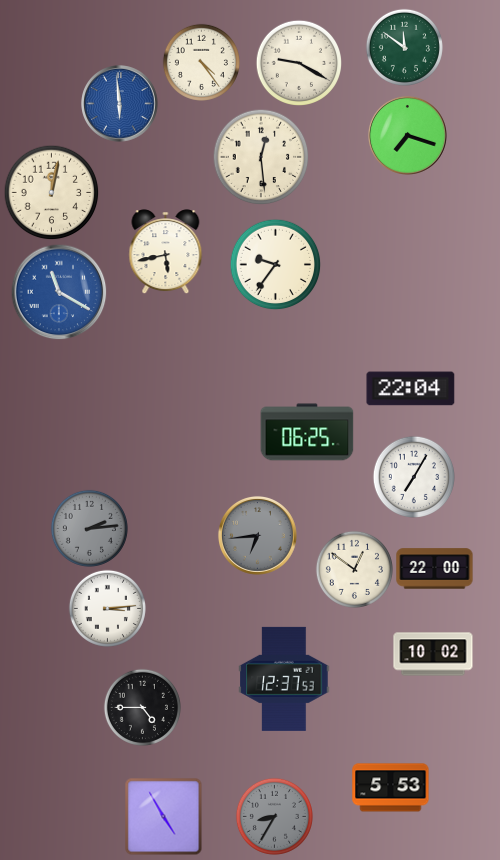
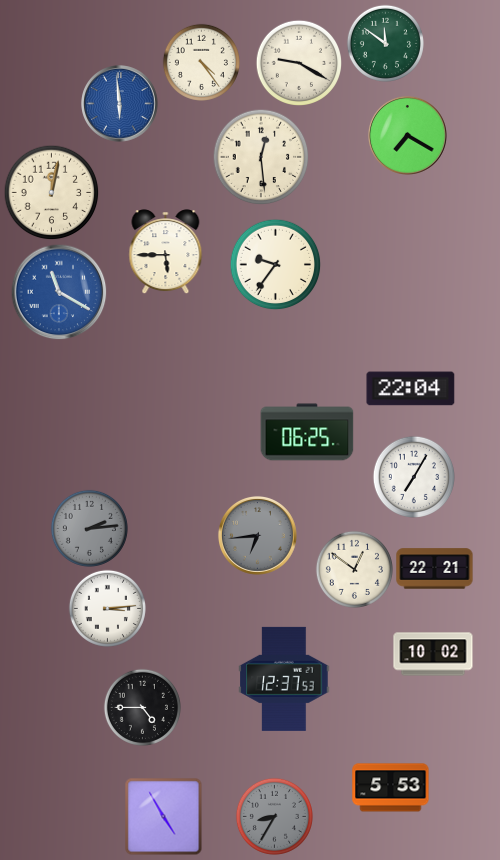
clock at (404, 47) position: (404, 47) -> (385, 43)
clock at (408, 136): 7:18 -> 7:20
clock at (166, 252): 5:43 -> 5:45
clock at (435, 569): 22:00 -> 22:21
